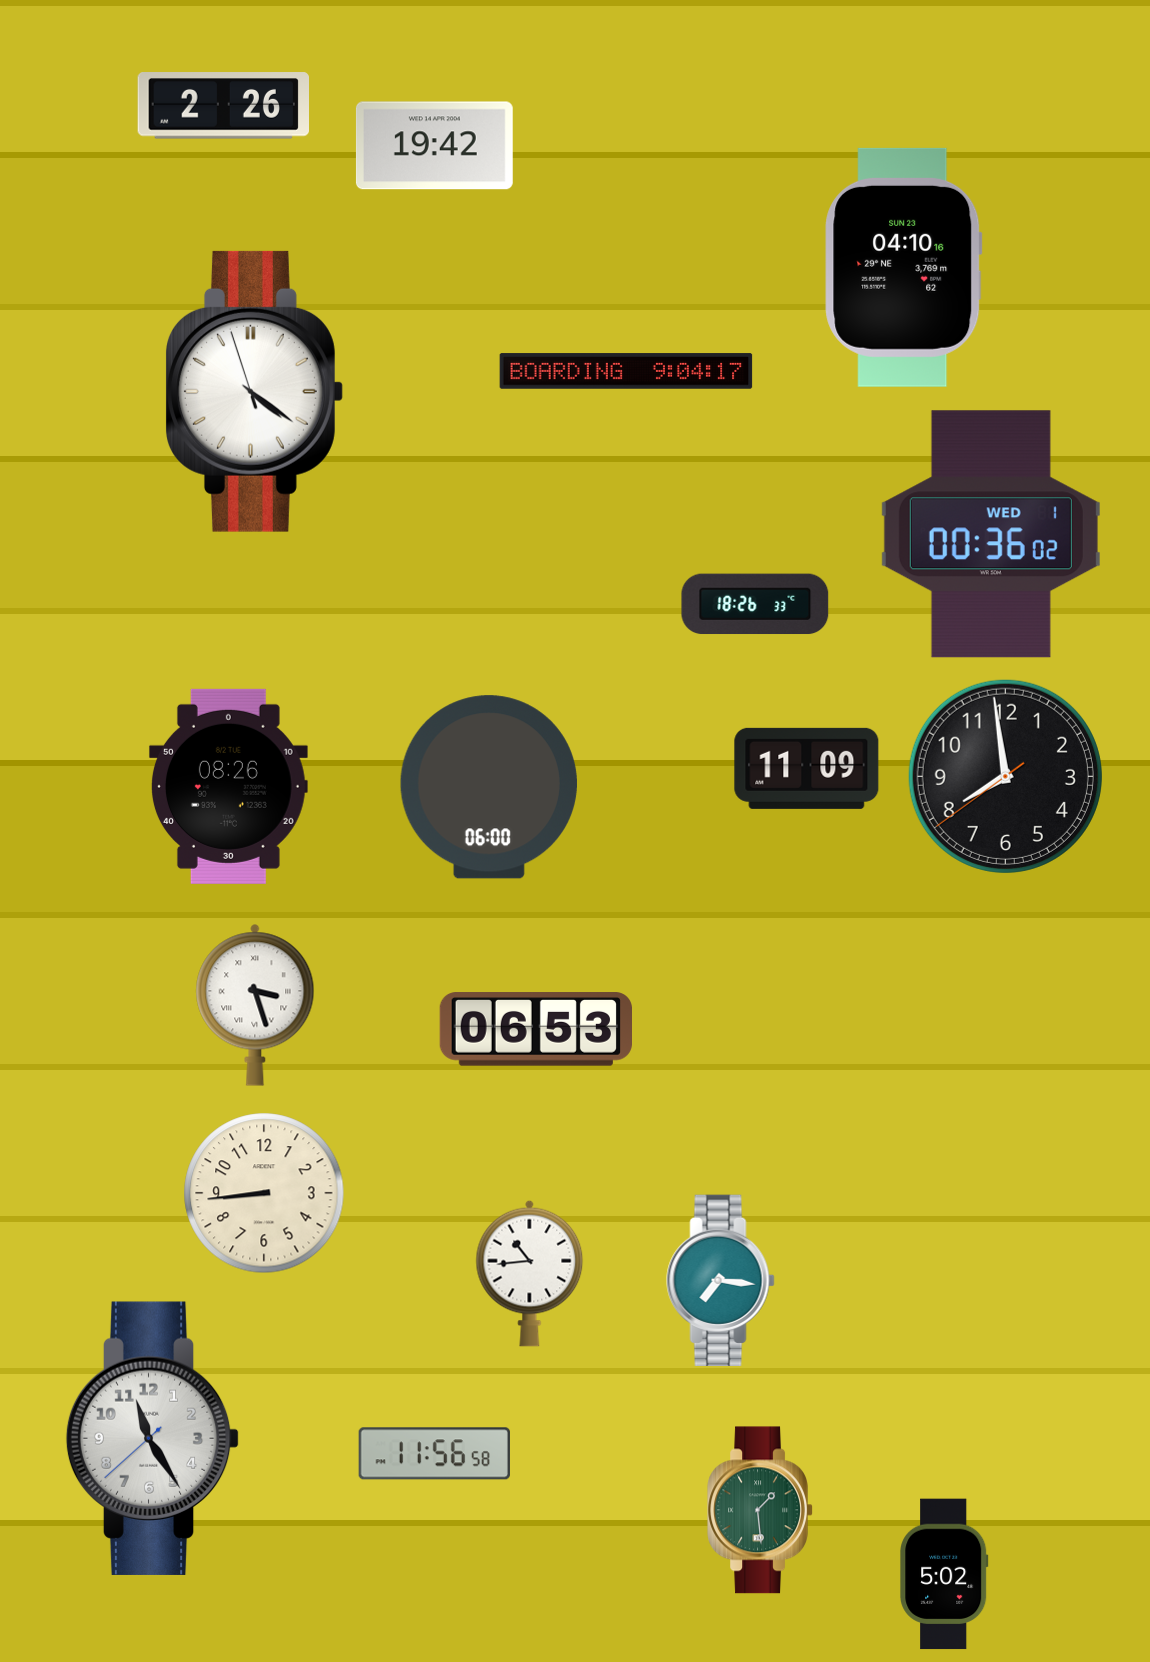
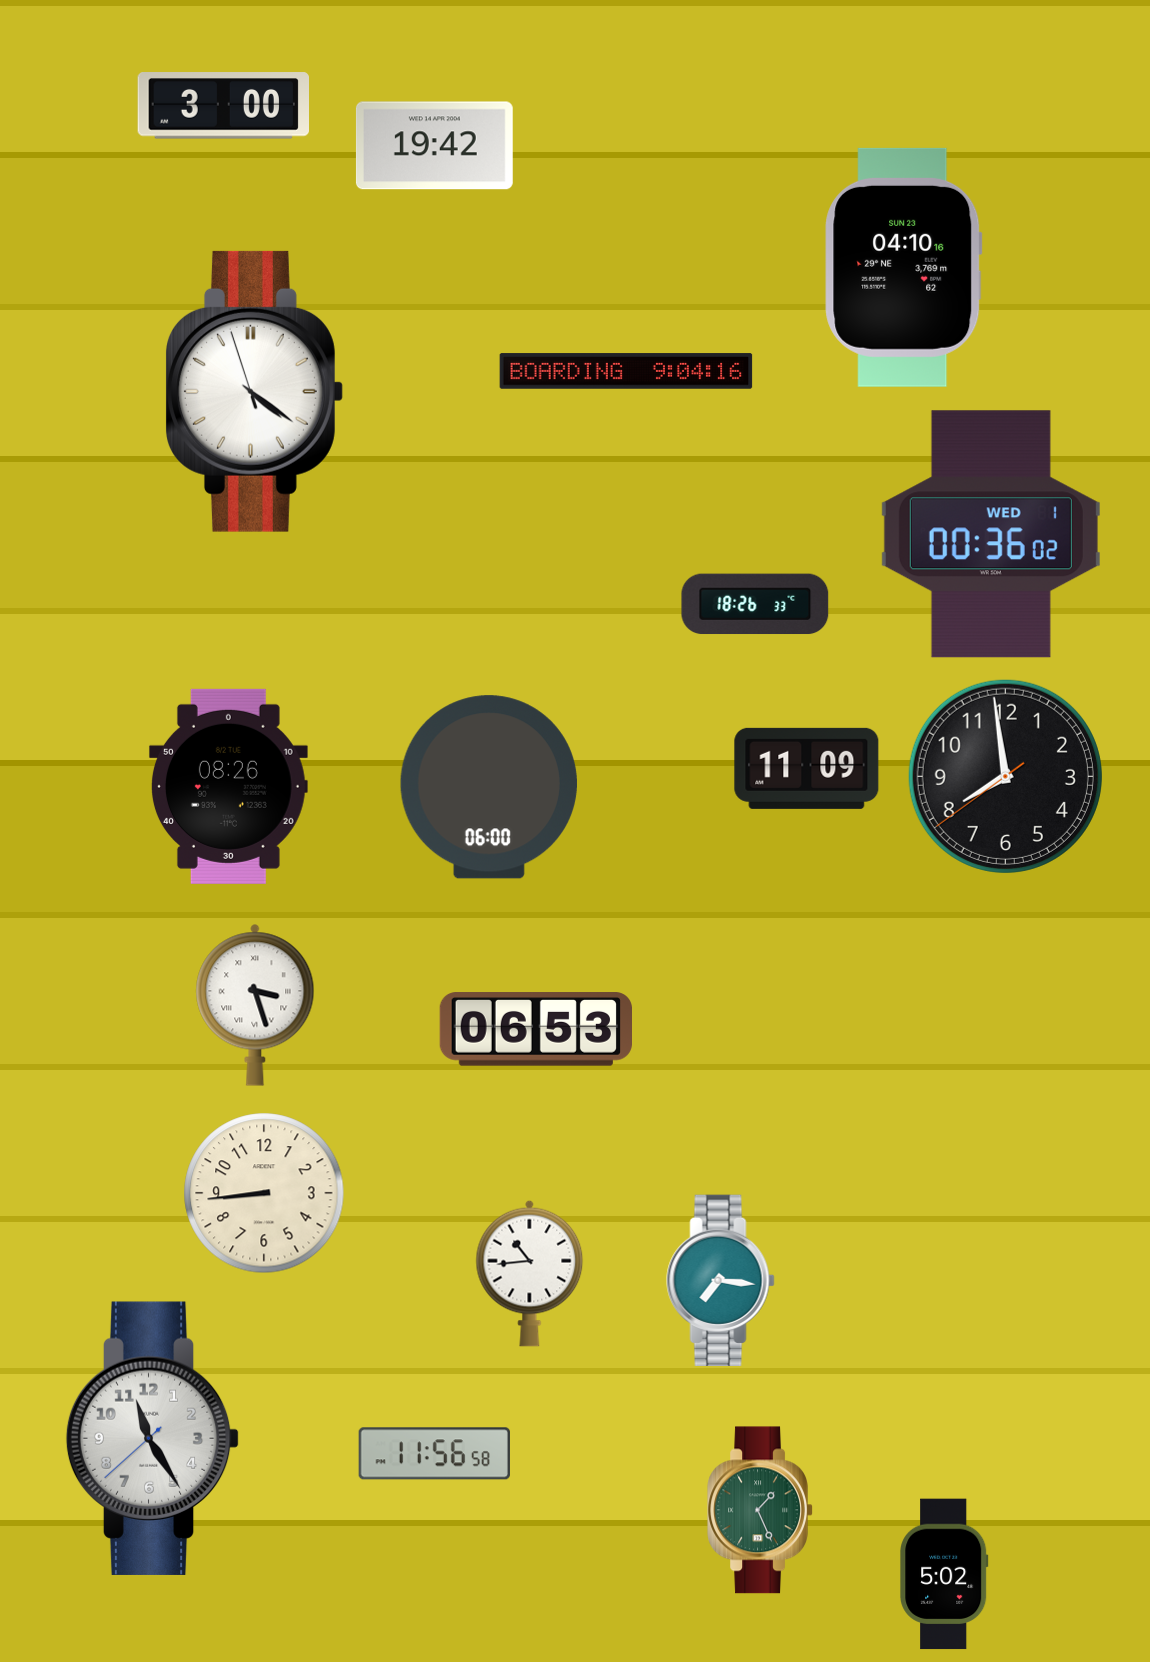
clock at (223, 106): 2:26 -> 3:00
clock at (626, 371): 9:04:17 -> 9:04:16
clock at (760, 1510): 1:29 -> 1:26
